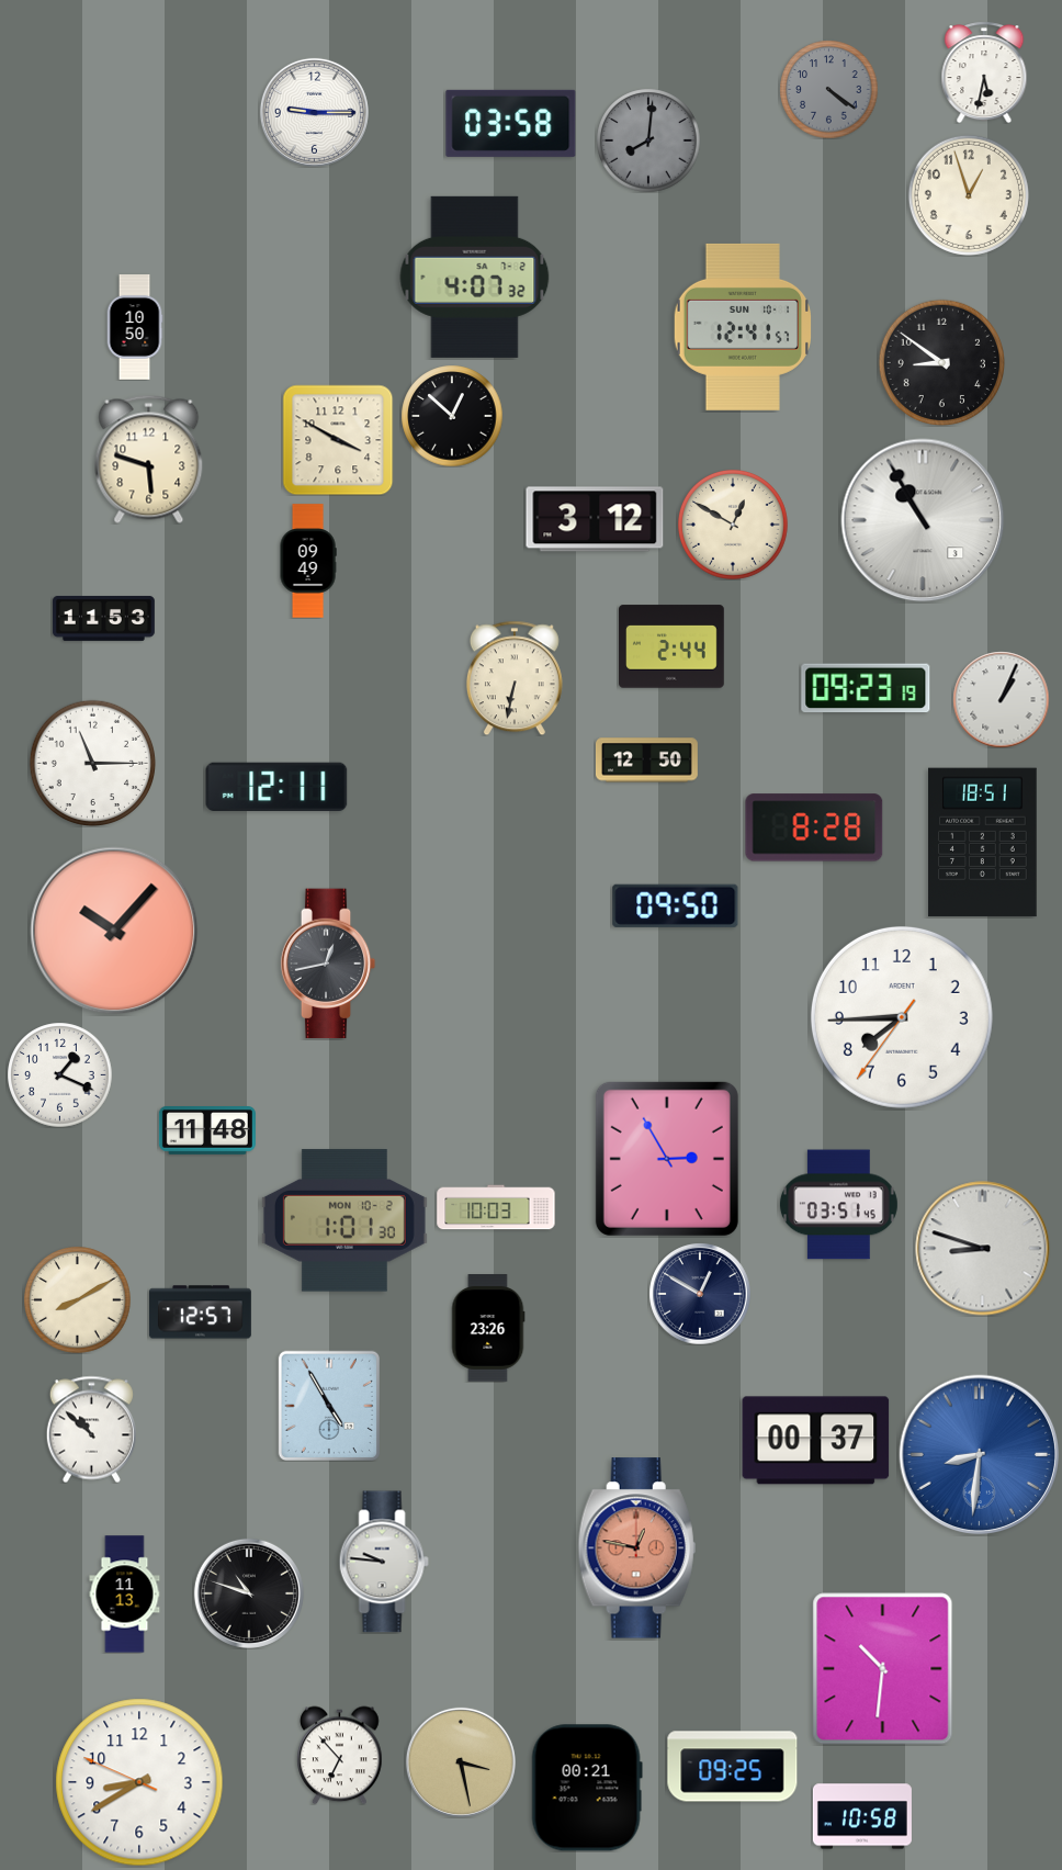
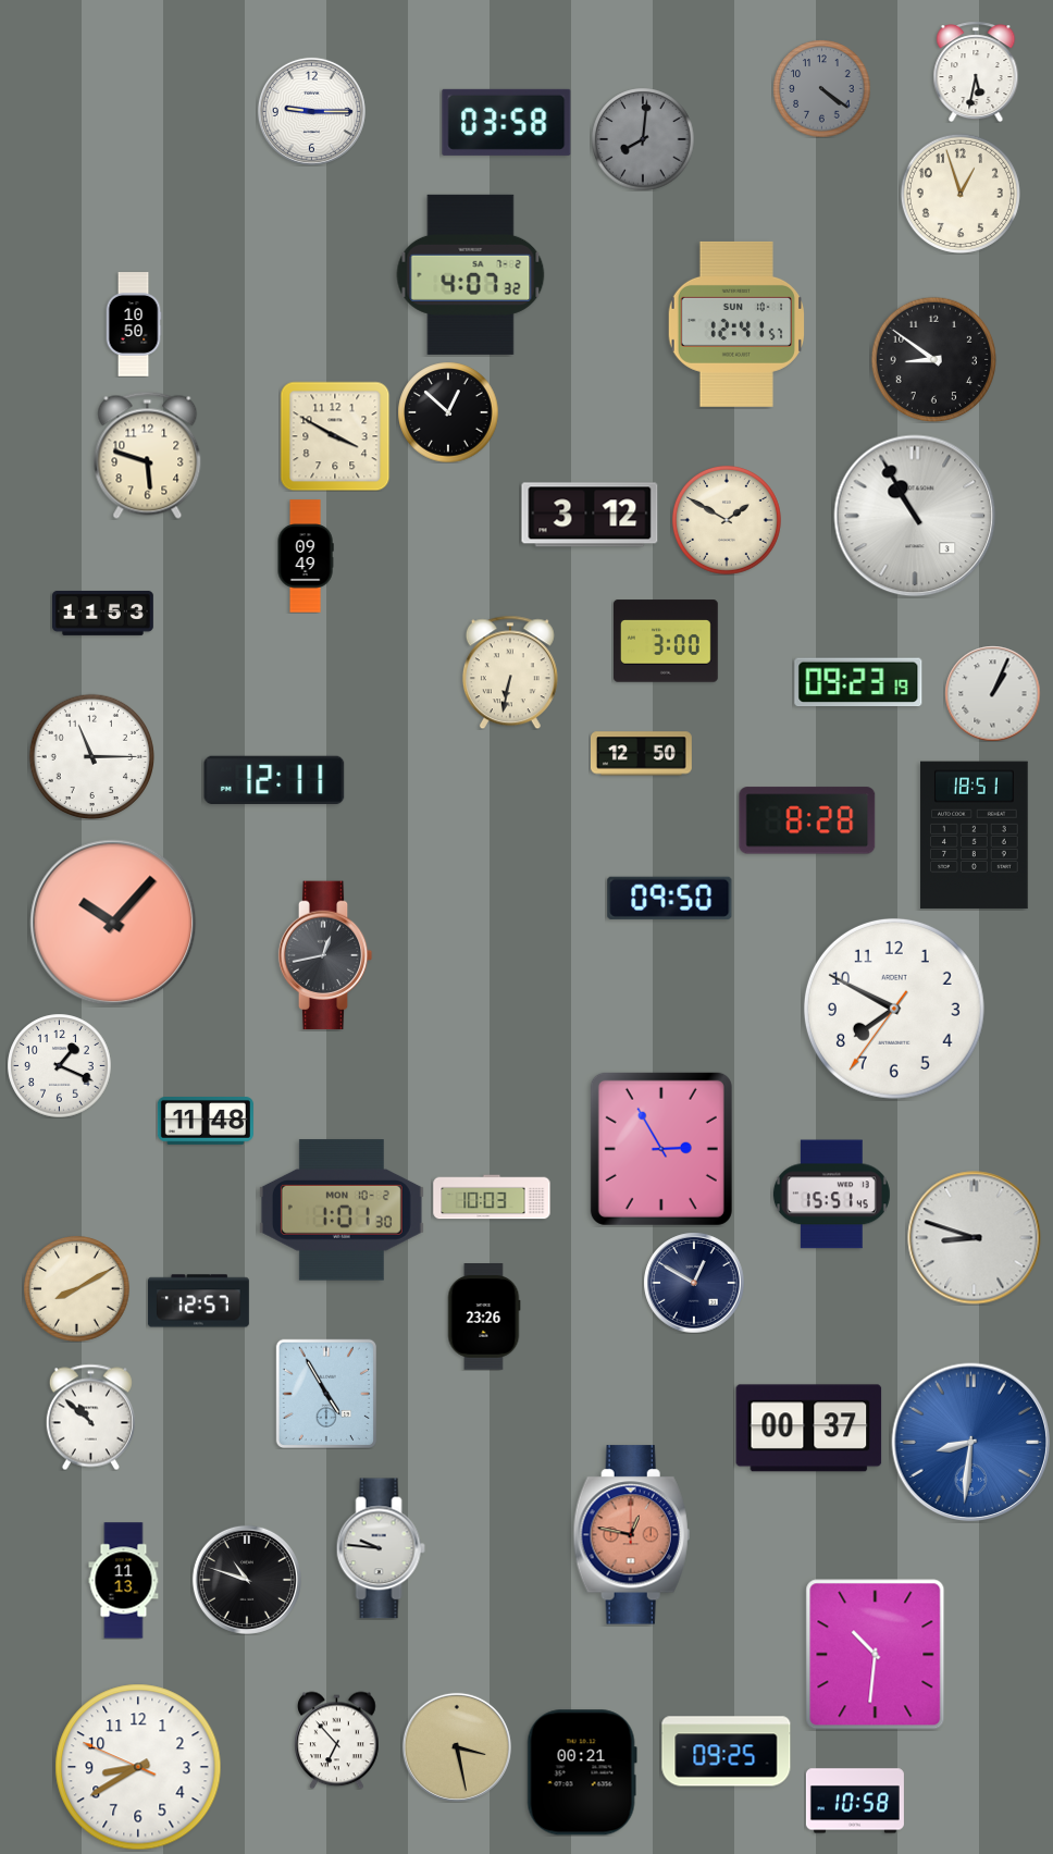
clock at (733, 525): 12:50 -> 1:50
clock at (673, 646): 2:44 -> 3:00
clock at (902, 1017): 7:44 -> 7:49
clock at (838, 1205): 03:51 -> 15:51
